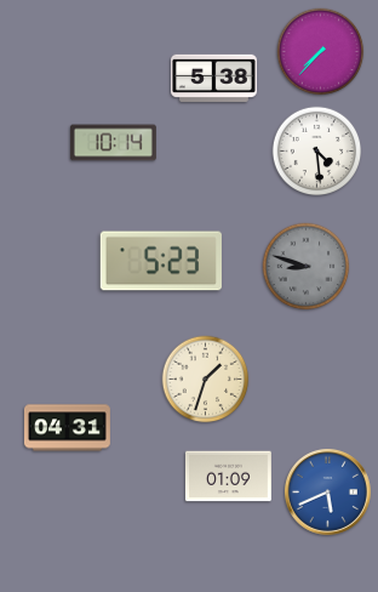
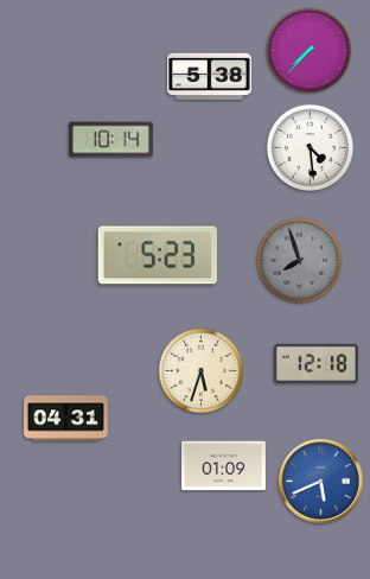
clock at (321, 52) position: (321, 52) -> (310, 51)
clock at (307, 267): 8:48 -> 7:57
clock at (315, 363): none -> 12:18
clock at (206, 380): 1:33 -> 5:33
